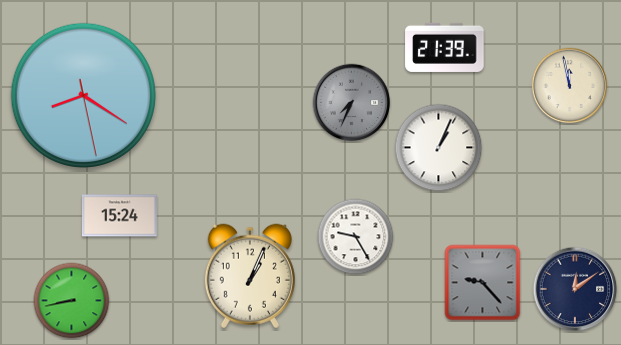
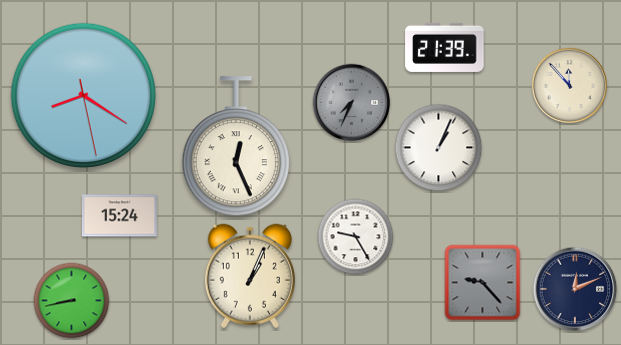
clock at (570, 86): 11:58 -> 11:53
clock at (236, 147): none -> 12:26
clock at (575, 289): 12:09 -> 12:11
